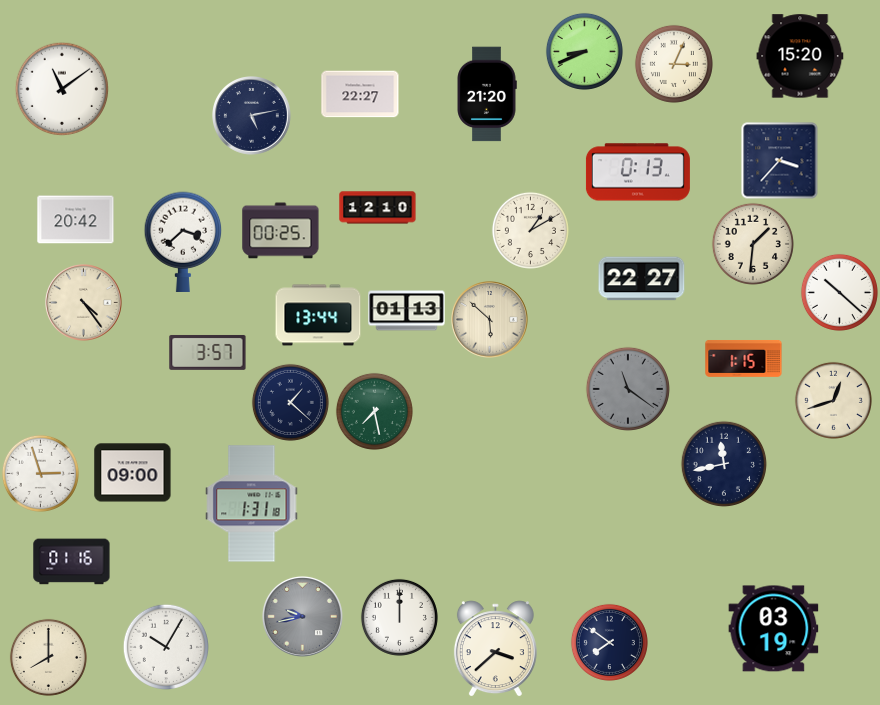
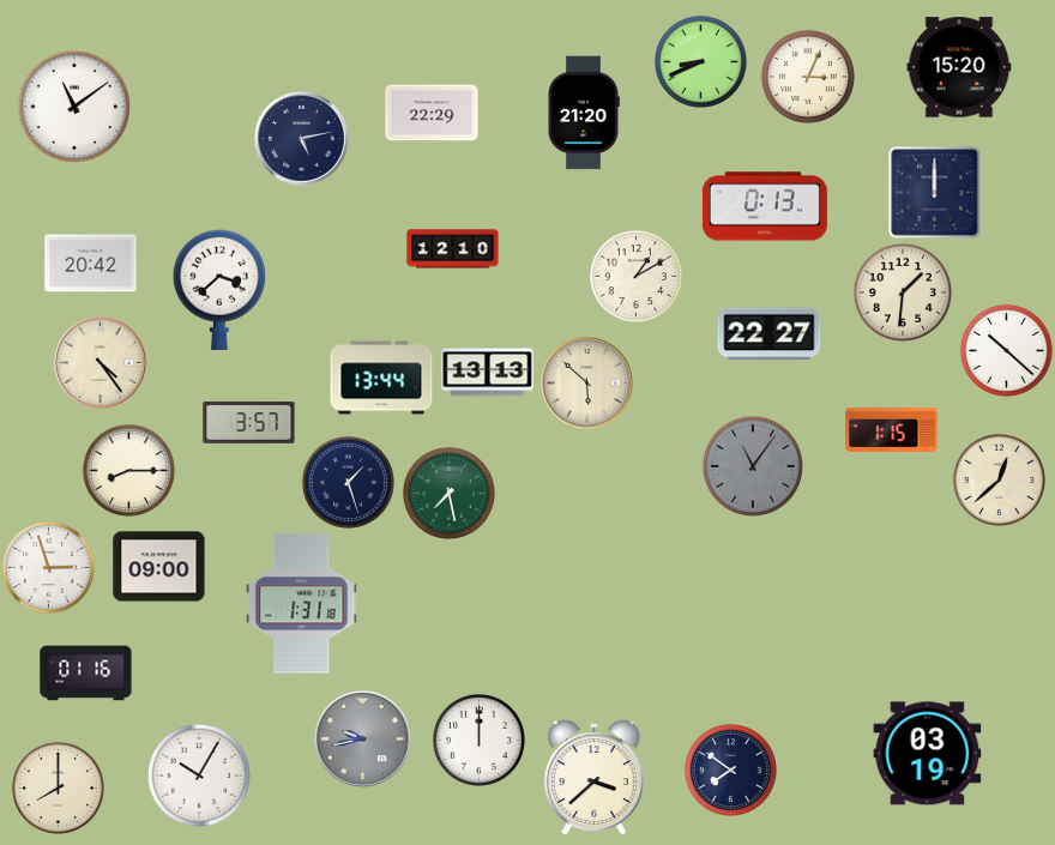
clock at (360, 94): 22:27 -> 22:29
clock at (780, 161): 3:37 -> 12:00
clock at (281, 231): 00:25 -> none
clock at (407, 311): 01:13 -> 13:13
clock at (628, 389): 11:21 -> 11:06
clock at (128, 470): none -> 8:15
clock at (833, 400): 12:42 -> 12:38
clock at (290, 402): 1:22 -> 1:27
clock at (723, 463): 11:43 -> none
